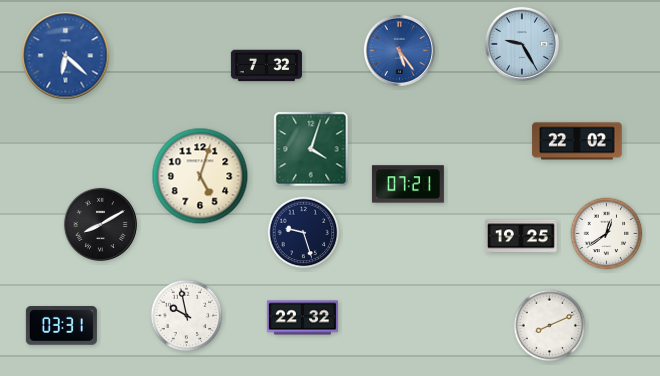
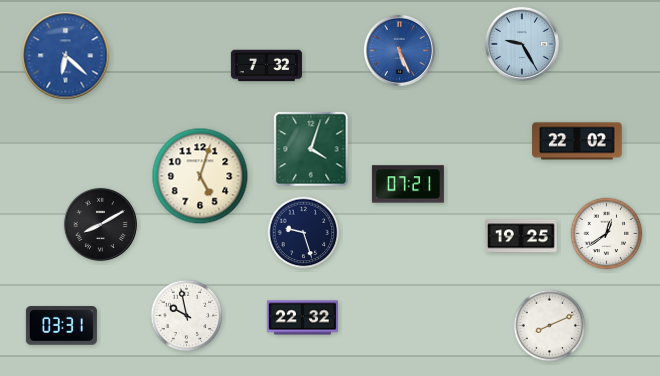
clock at (399, 50): 5:24 -> 5:26
